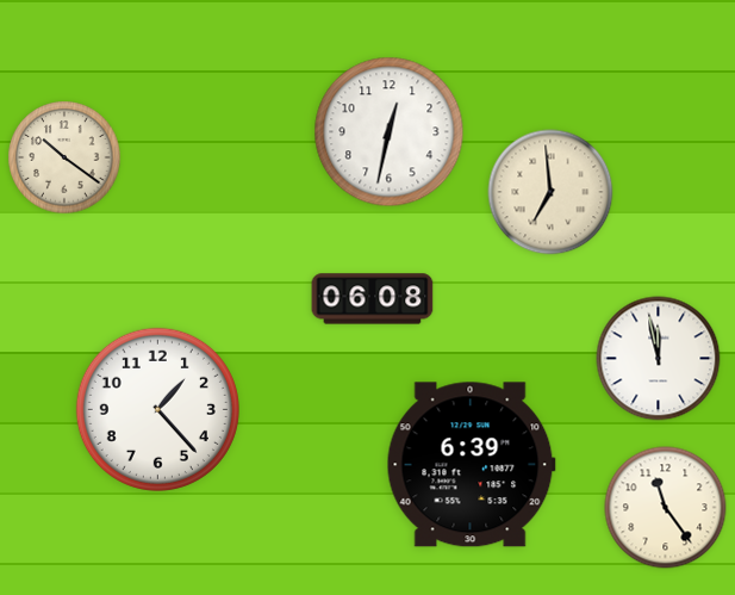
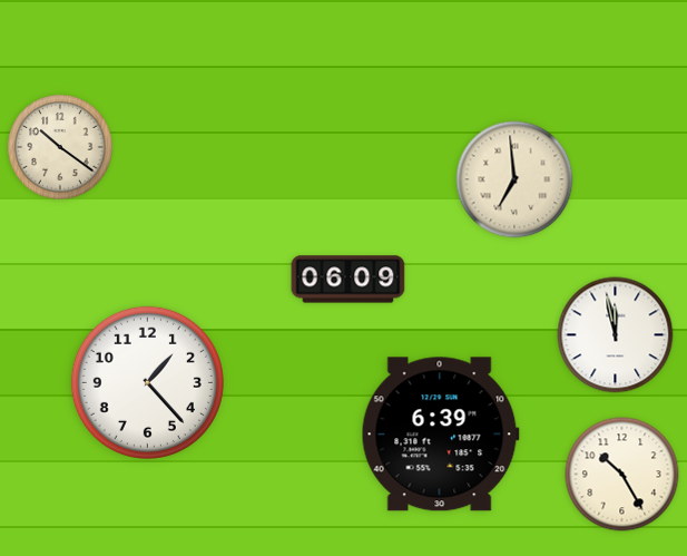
clock at (390, 132): 12:32 -> none
clock at (373, 299): 06:08 -> 06:09
clock at (666, 508): 11:24 -> 10:25
